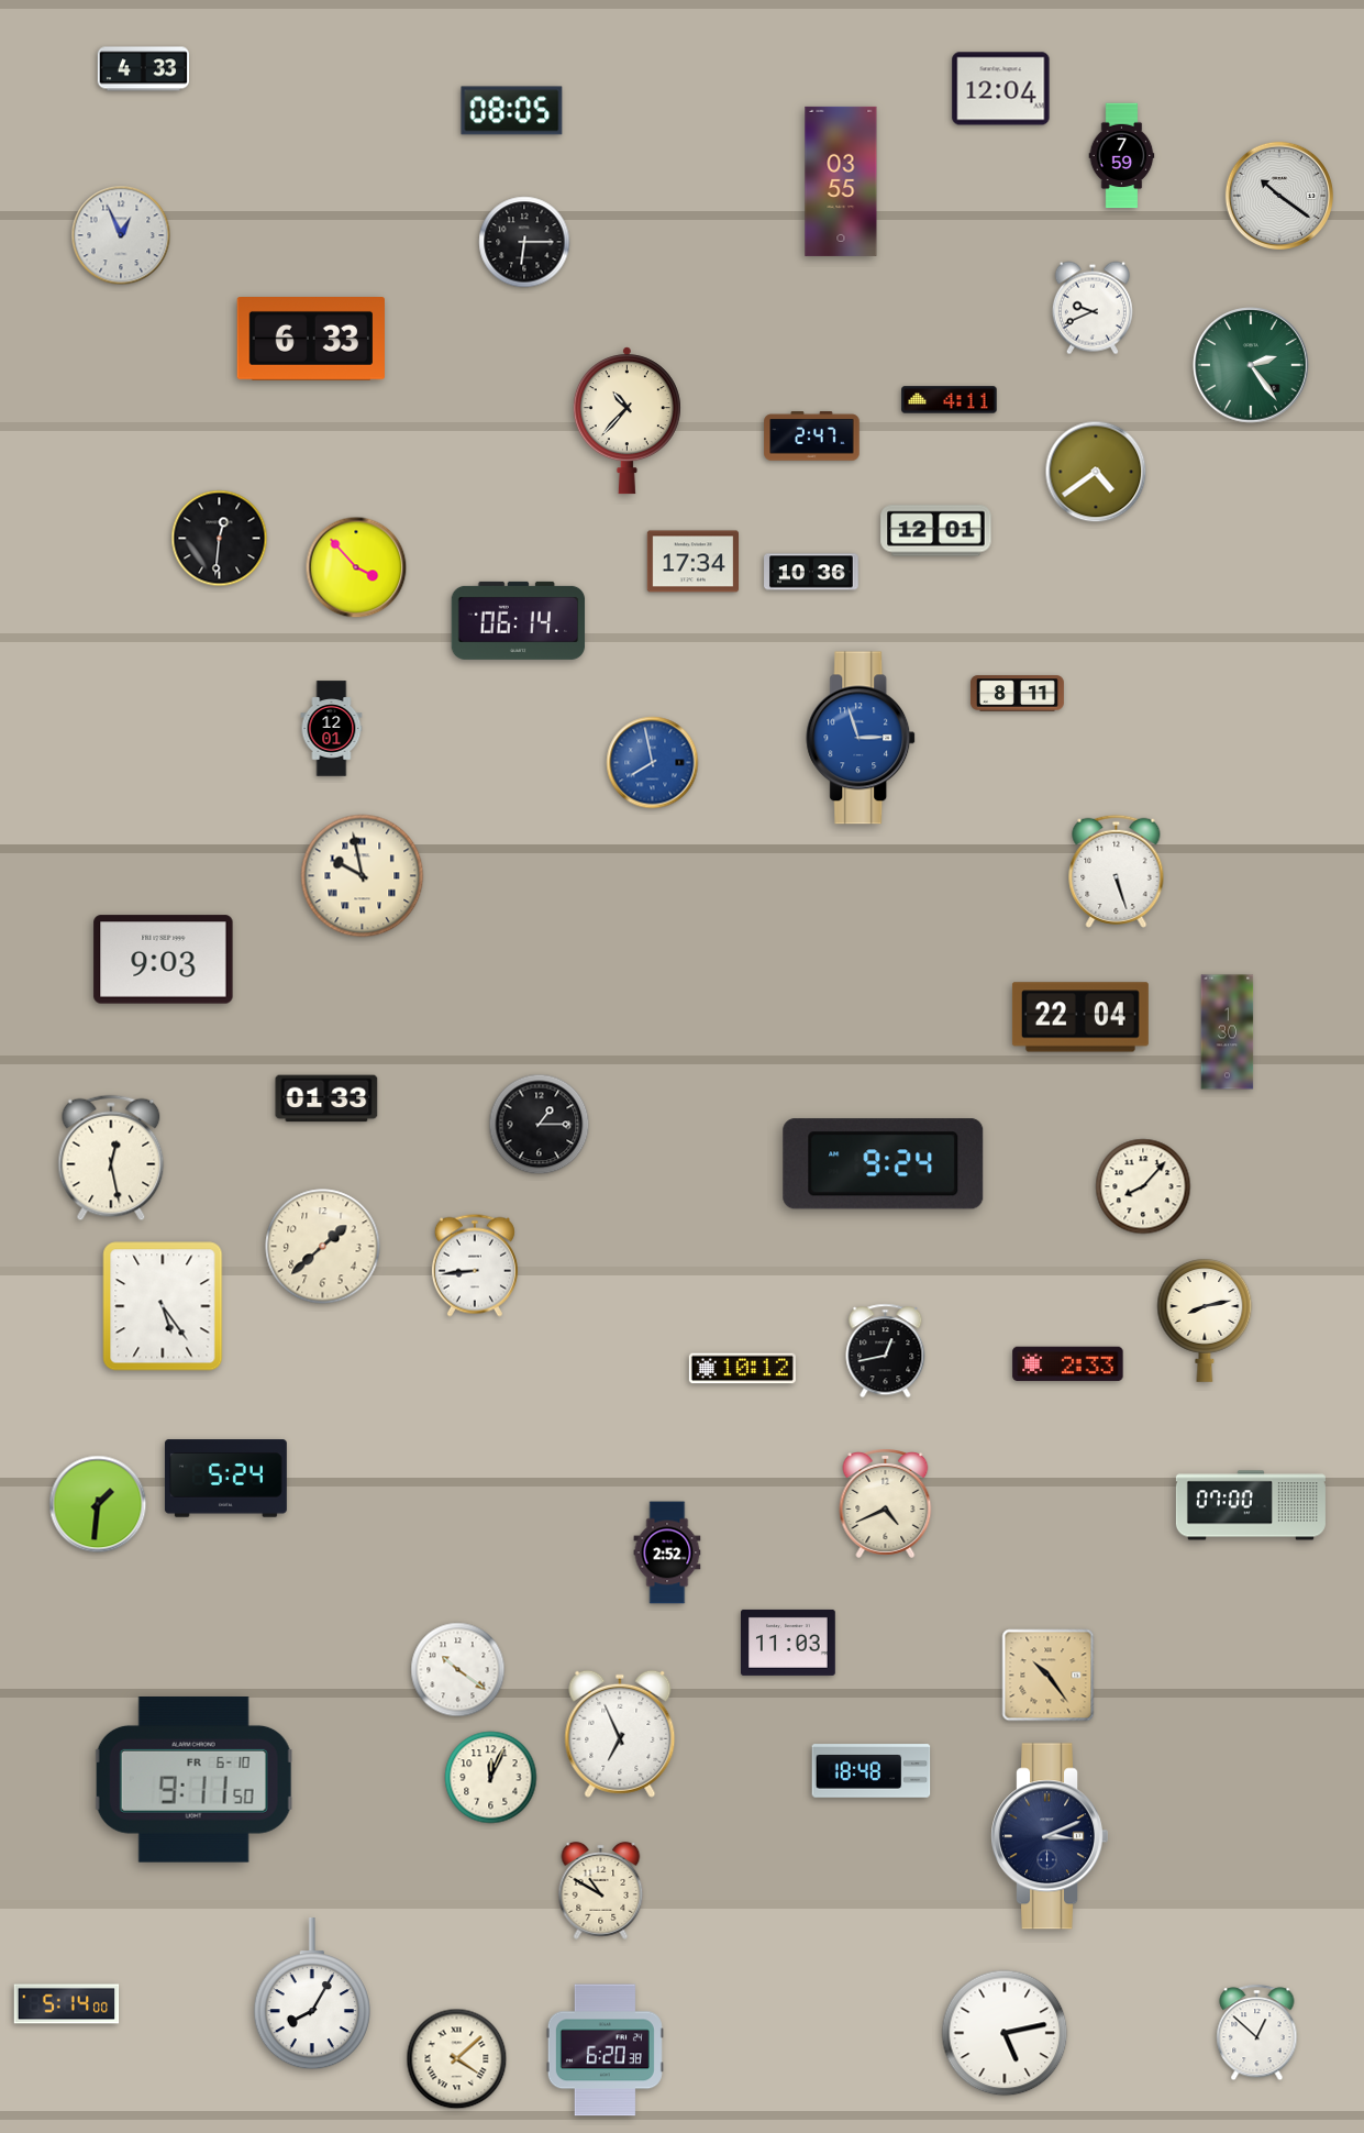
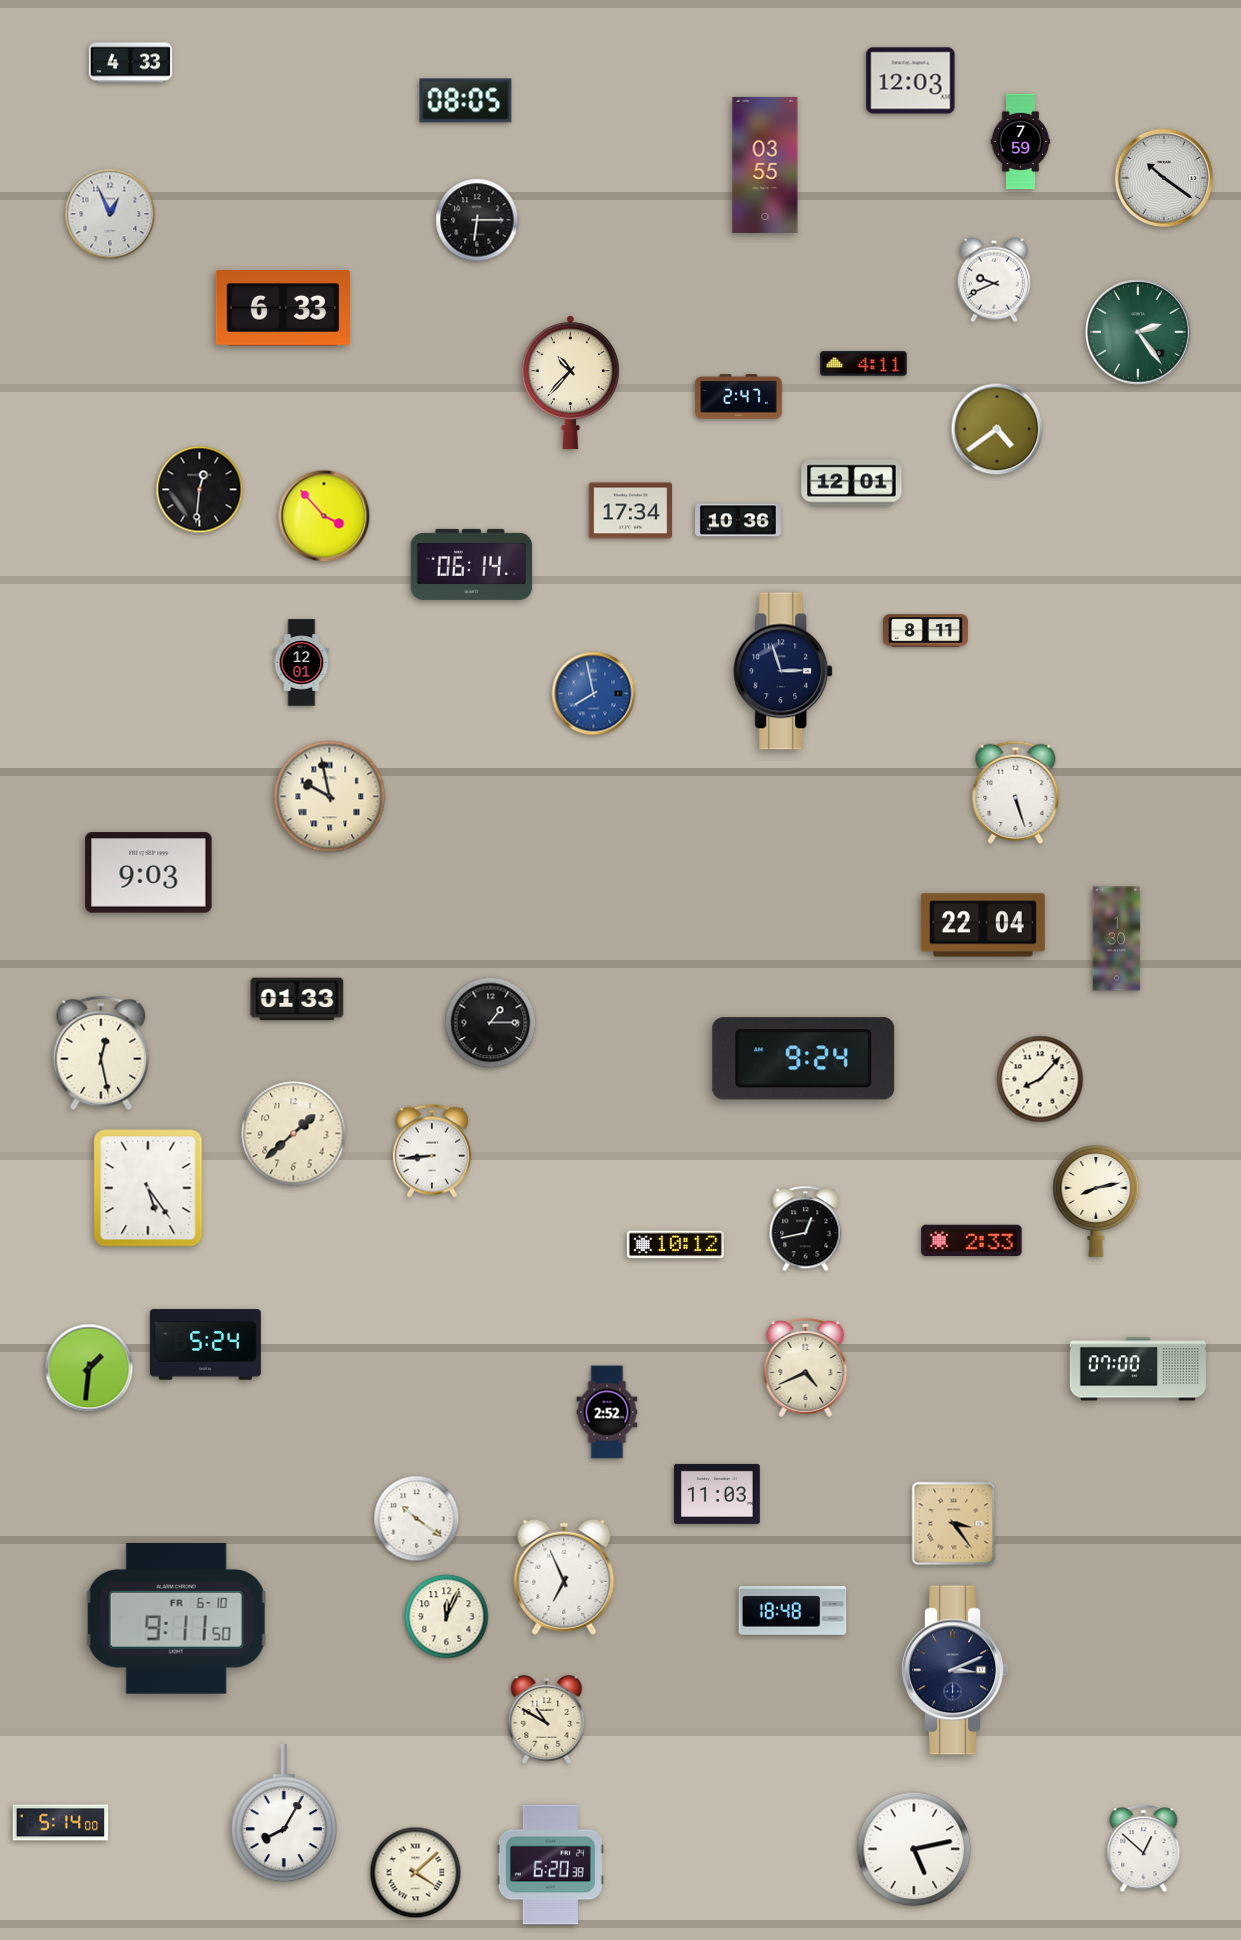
clock at (1001, 89): 12:04 -> 12:03
clock at (862, 738) dial: blue -> navy
clock at (1049, 1676): 10:24 -> 3:24
